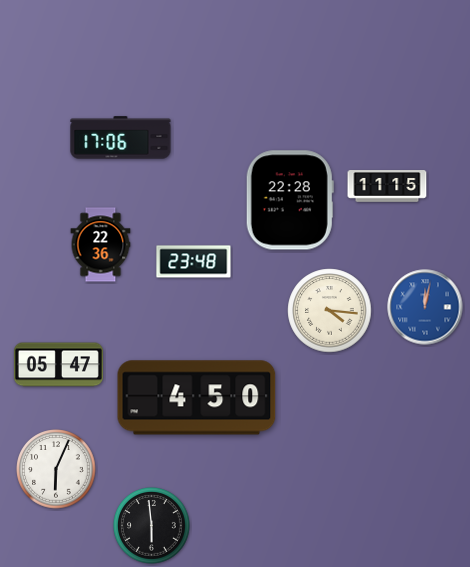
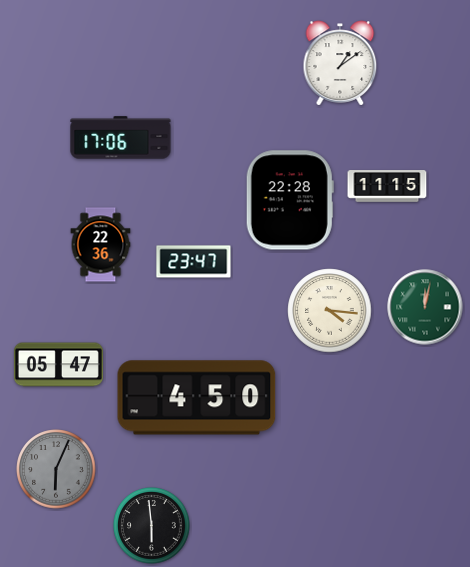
clock at (340, 63): none -> 1:09
clock at (194, 262): 23:48 -> 23:47
clock at (425, 307) dial: blue -> green
clock at (56, 469) dial: white -> grey
